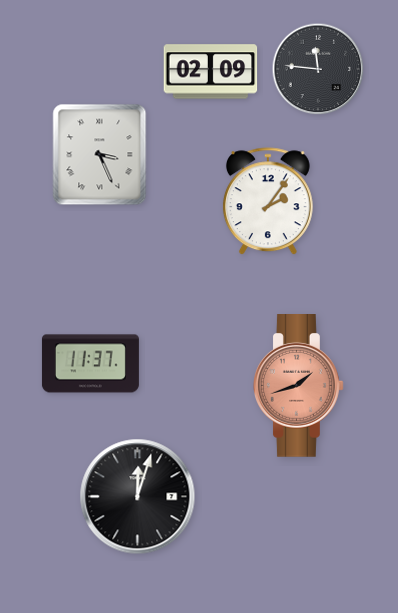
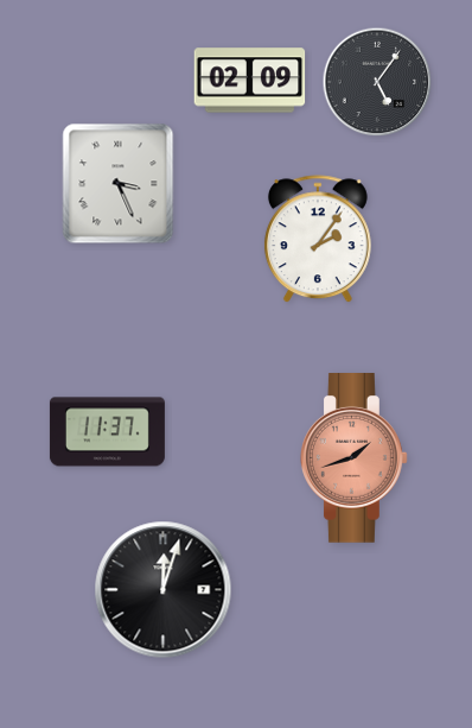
clock at (318, 69): 11:46 -> 5:06
clock at (211, 72) position: (211, 72) -> (250, 81)
